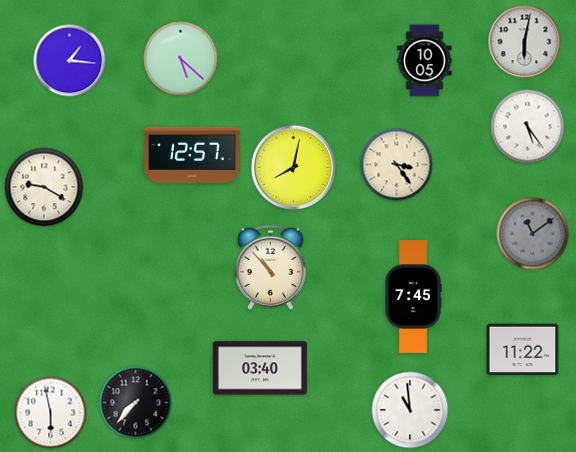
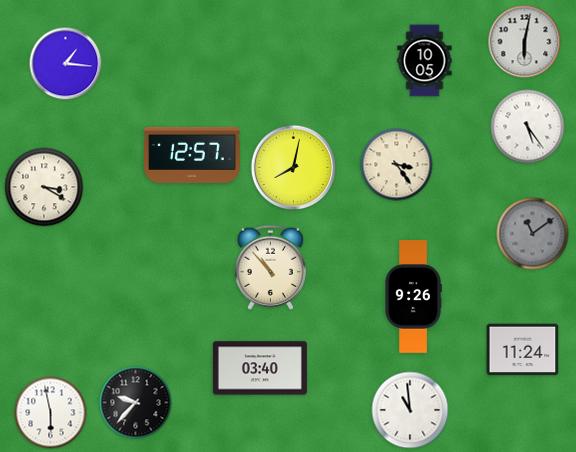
clock at (181, 59): 5:22 -> none
clock at (70, 61) position: (70, 61) -> (66, 64)
clock at (44, 187): 9:20 -> 3:20
clock at (413, 297): 7:45 -> 9:26
clock at (523, 350): 11:22 -> 11:24
clock at (136, 403): 7:37 -> 9:37
